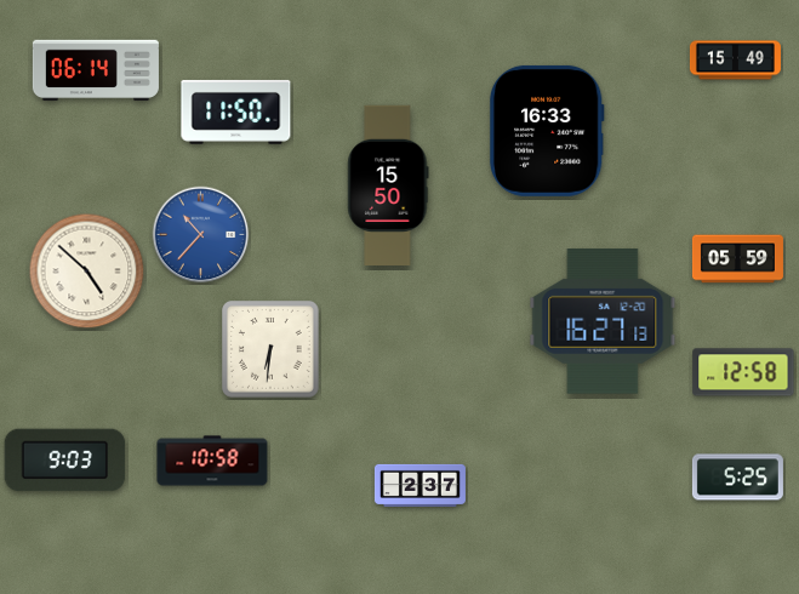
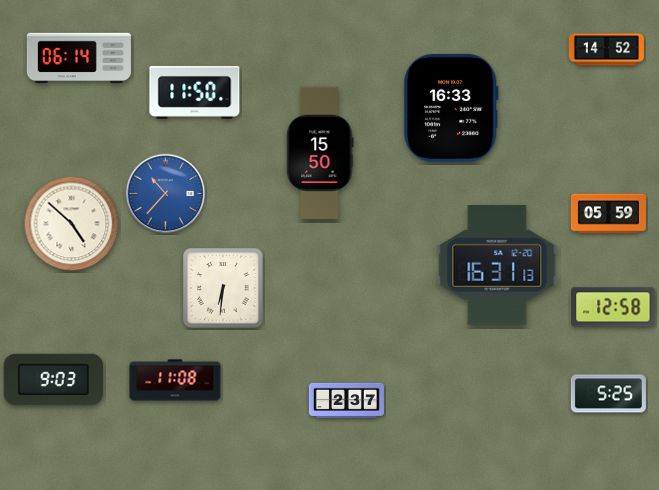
clock at (735, 61): 15:49 -> 14:52
clock at (603, 321): 16:27 -> 16:31
clock at (212, 461): 10:58 -> 11:08
